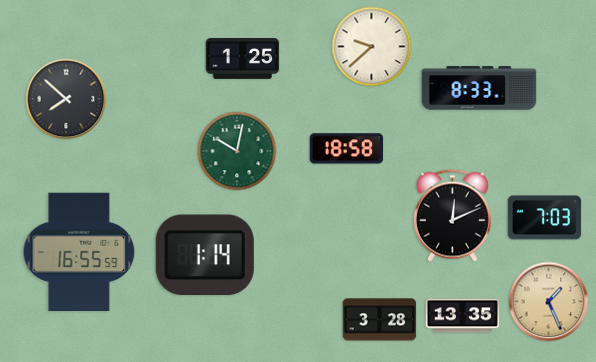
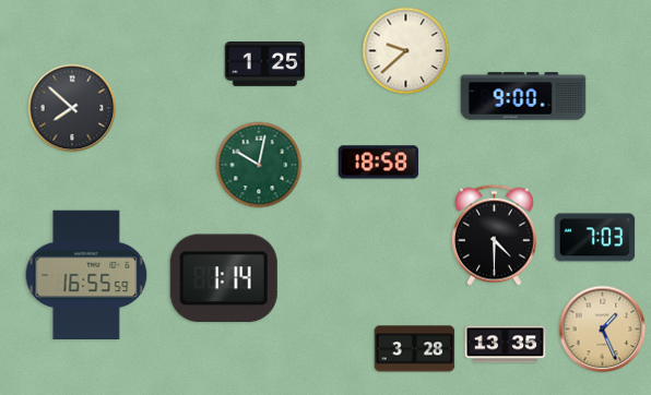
clock at (479, 88): 8:33 -> 9:00
clock at (452, 215): 12:11 -> 4:30
clock at (549, 302) position: (549, 302) -> (603, 330)
